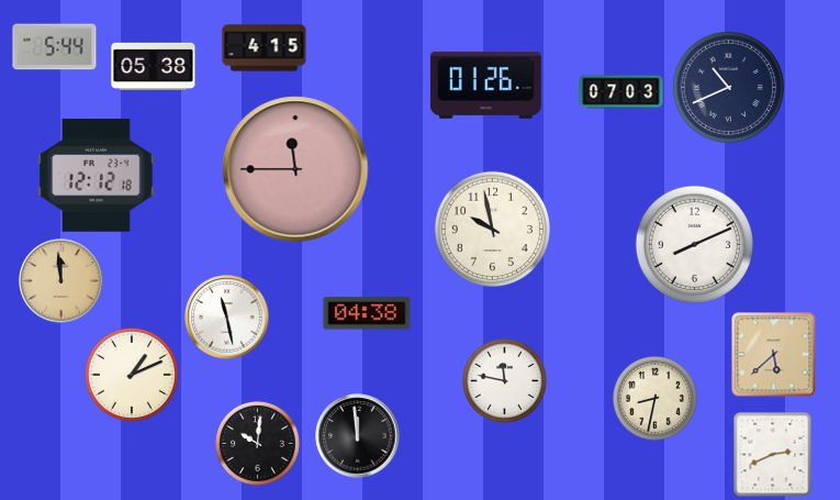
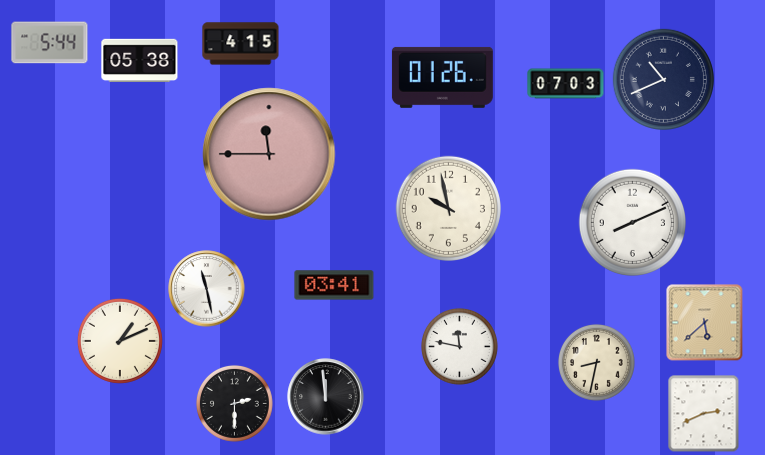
clock at (97, 176): 12:12 -> none
clock at (61, 281): 11:59 -> none
clock at (367, 313): 04:38 -> 03:41
clock at (257, 443): 10:01 -> 2:30
